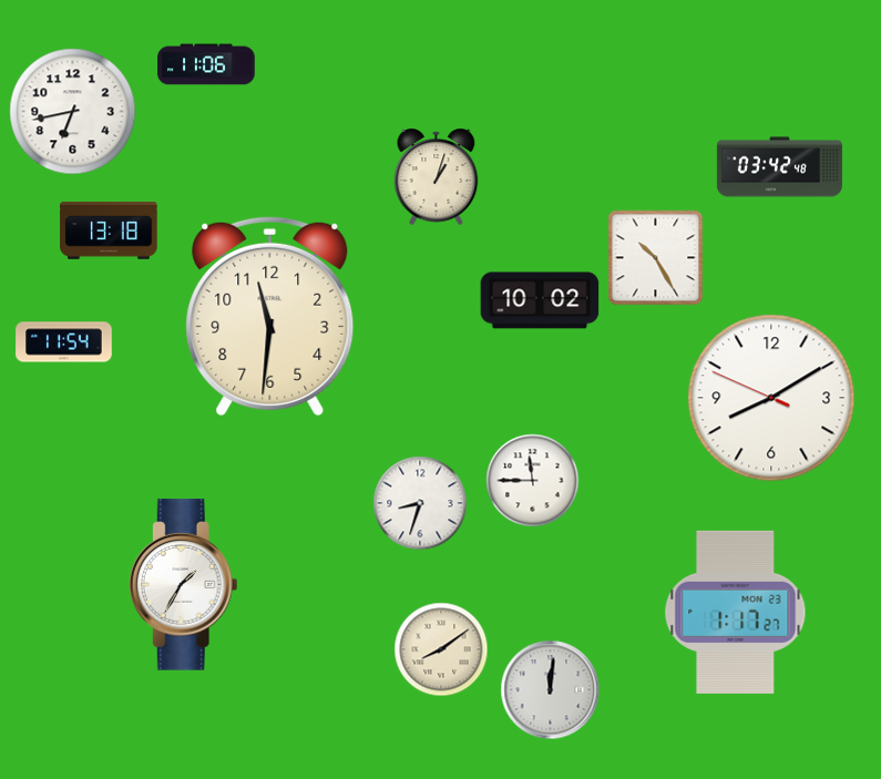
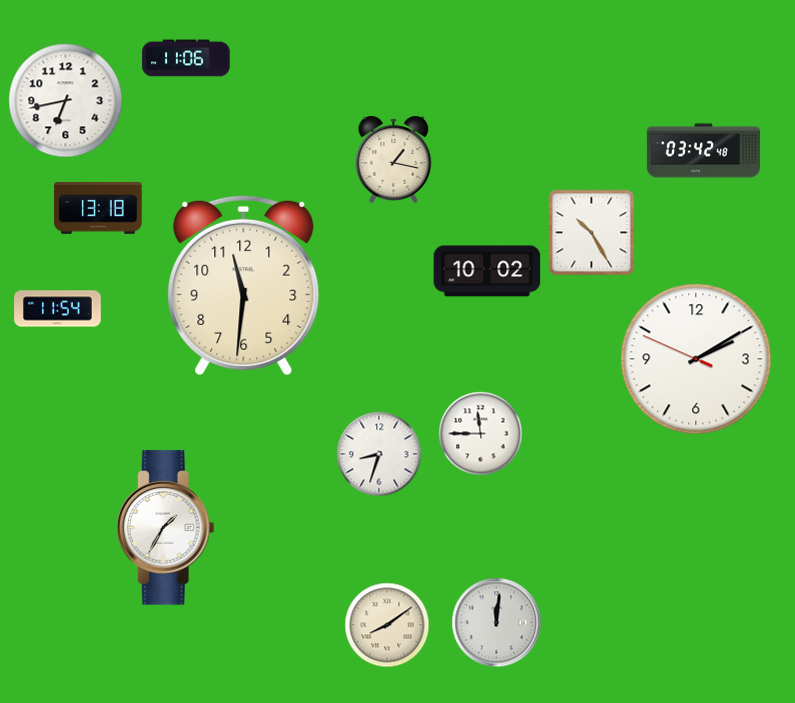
clock at (437, 176): 1:03 -> 1:17
clock at (771, 398): 8:09 -> 2:09
clock at (736, 612): 1:17 -> none
clock at (441, 649) position: (441, 649) -> (387, 625)
